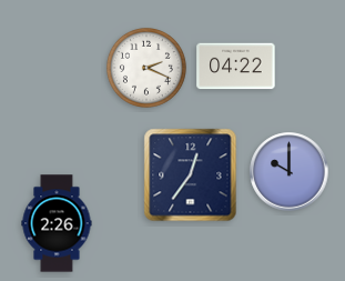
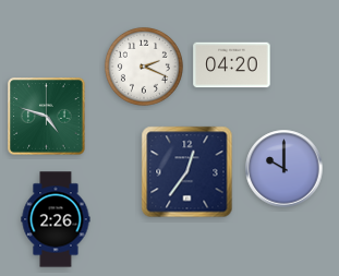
clock at (236, 67): 04:22 -> 04:20
clock at (47, 117): none -> 4:48
